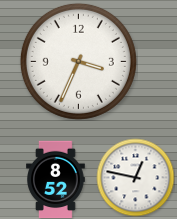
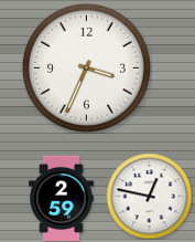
clock at (56, 179): 8:52 -> 2:59
